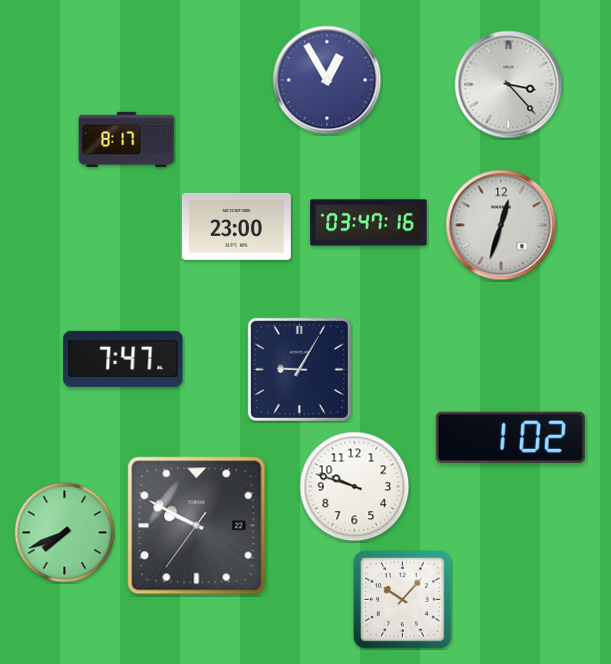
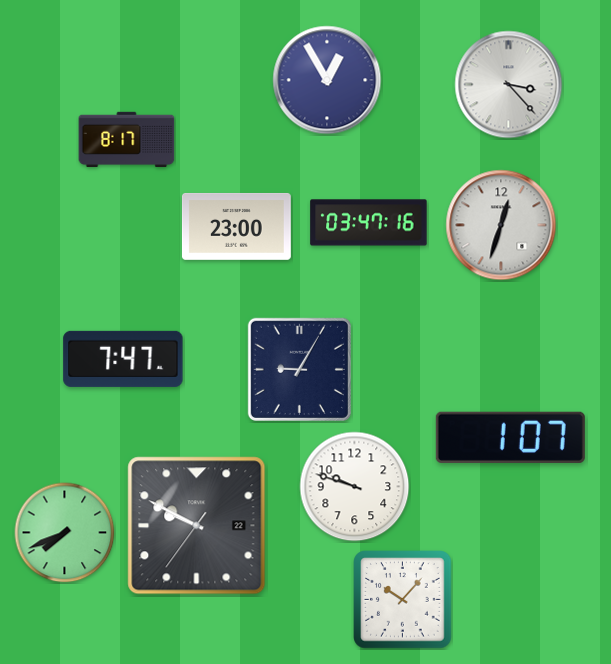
clock at (510, 437): 1:02 -> 1:07
